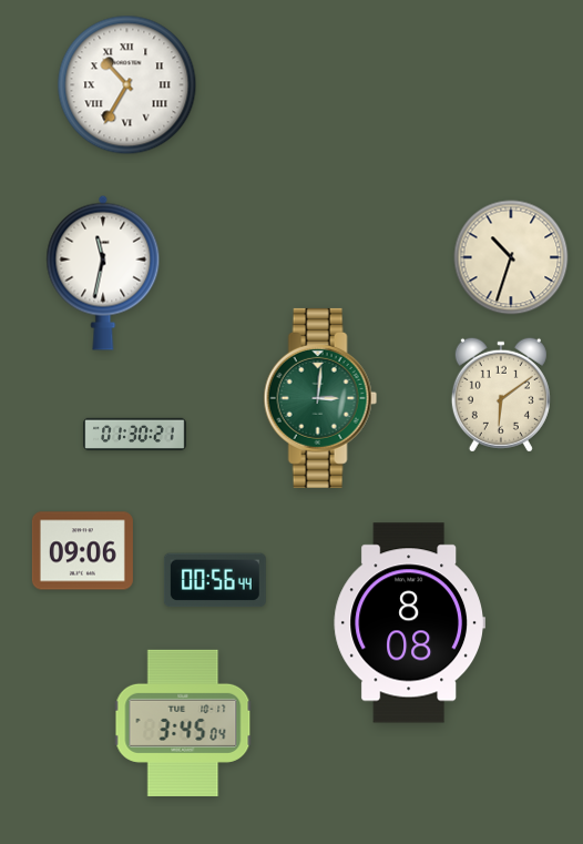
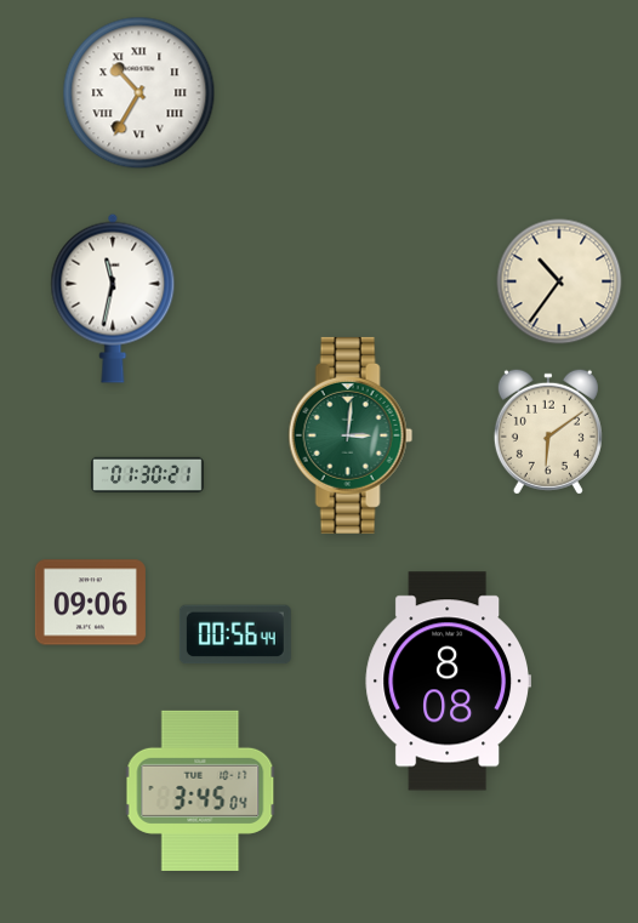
clock at (511, 257): 10:33 -> 10:36
